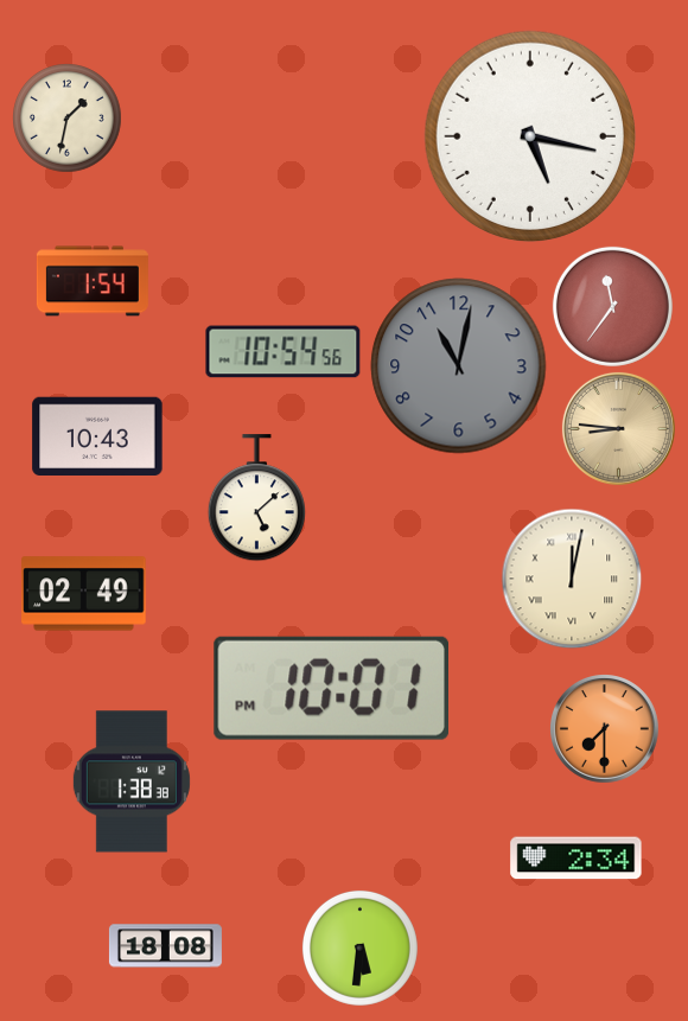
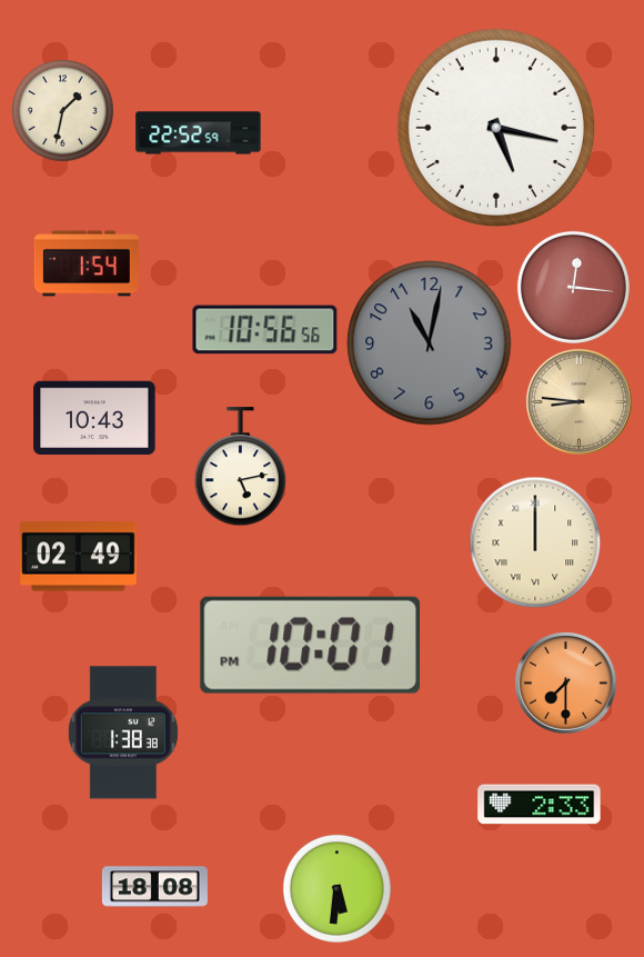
clock at (199, 133): none -> 22:52
clock at (612, 306): 11:36 -> 12:16
clock at (284, 352): 10:54 -> 10:56
clock at (97, 435) position: (97, 435) -> (94, 417)
clock at (256, 498): 5:08 -> 5:13
clock at (572, 579): 12:02 -> 12:00
clock at (576, 859): 2:34 -> 2:33
